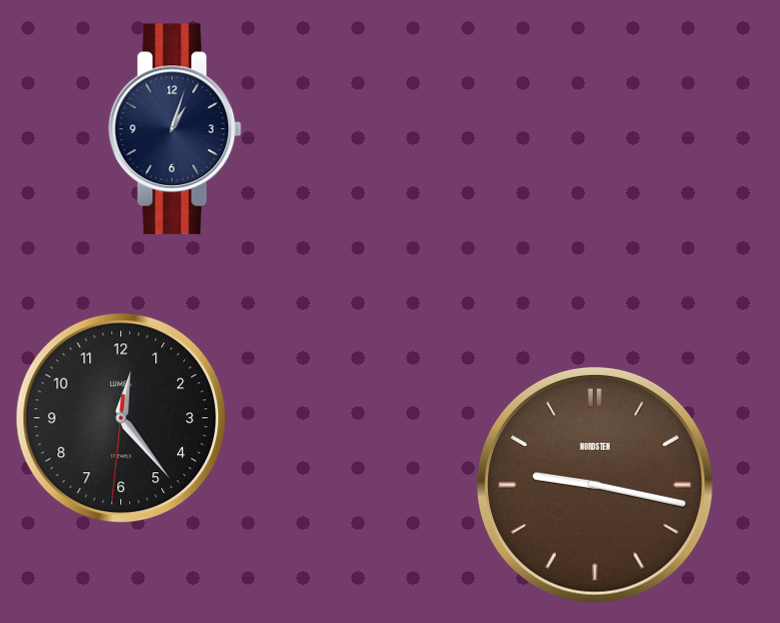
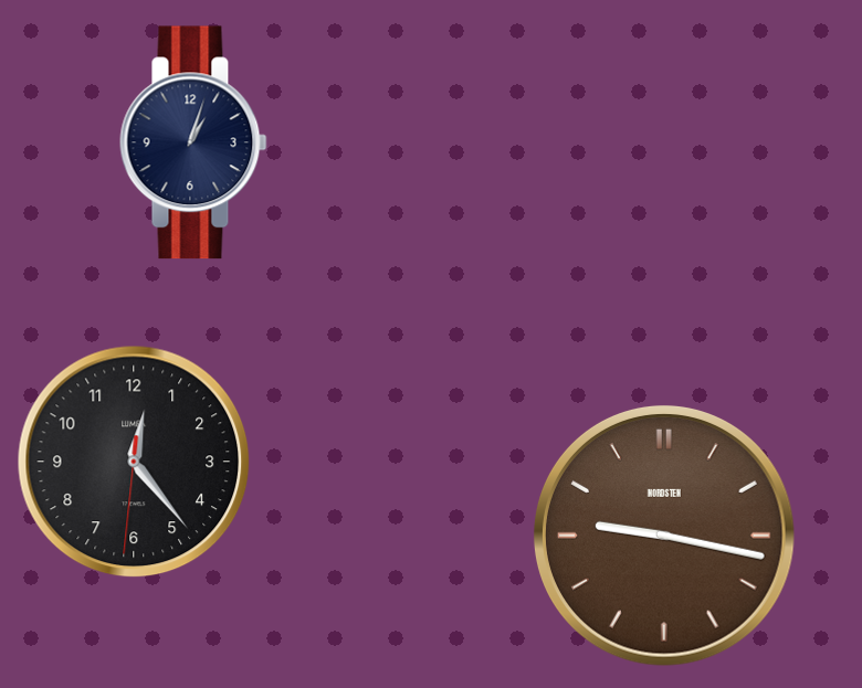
clock at (595, 485) position: (595, 485) -> (664, 536)
